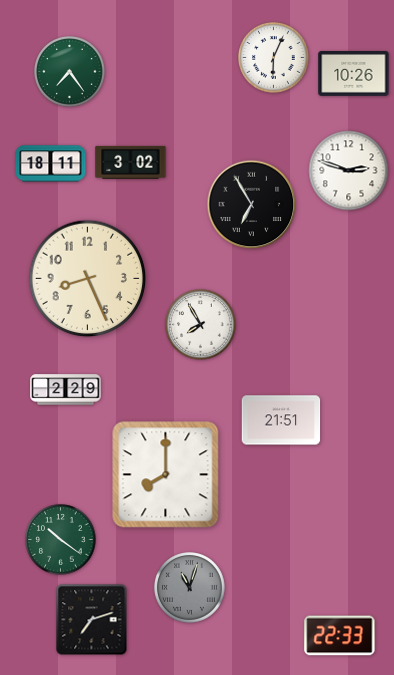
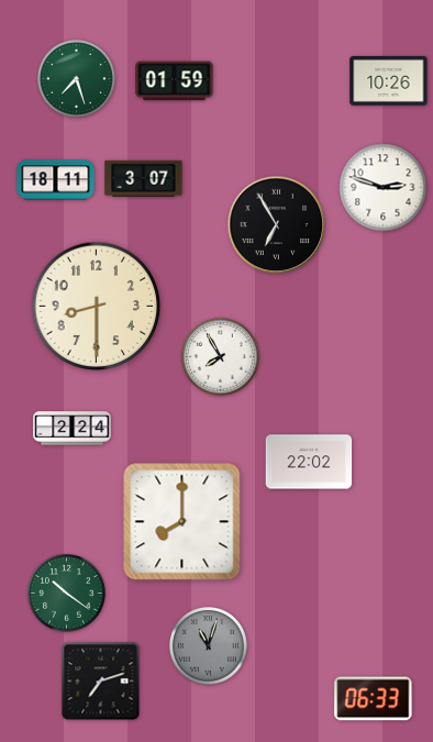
clock at (274, 58): 6:04 -> none
clock at (70, 72): 7:24 -> 7:27
clock at (175, 81): none -> 01:59
clock at (131, 162): 3:02 -> 3:07
clock at (88, 279): 8:26 -> 8:30
clock at (66, 390): 2:29 -> 2:24
clock at (281, 420): 21:51 -> 22:02
clock at (340, 636): 22:33 -> 06:33
